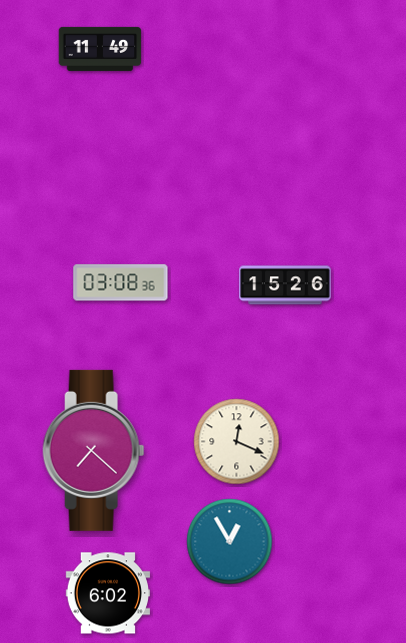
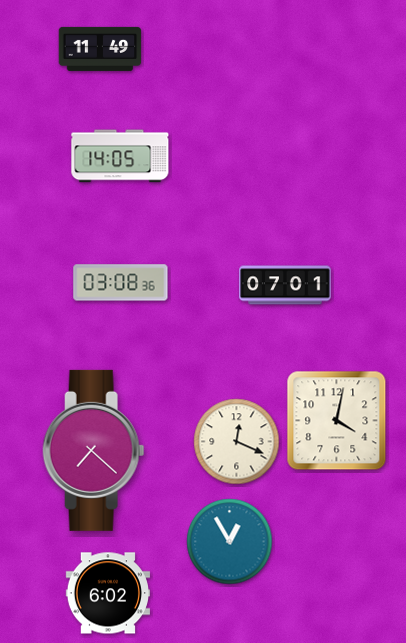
clock at (120, 156): none -> 14:05
clock at (285, 285): 15:26 -> 07:01
clock at (337, 421): none -> 4:02
